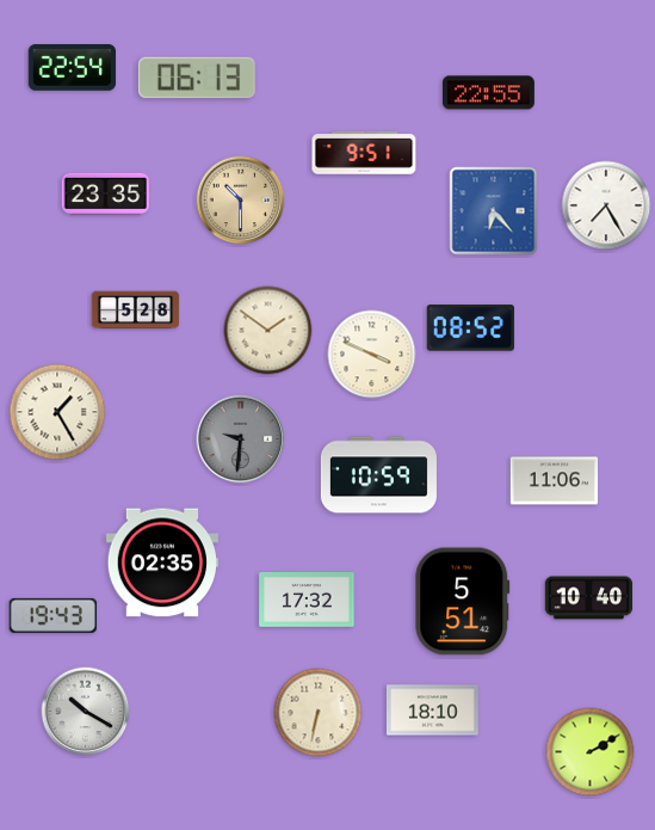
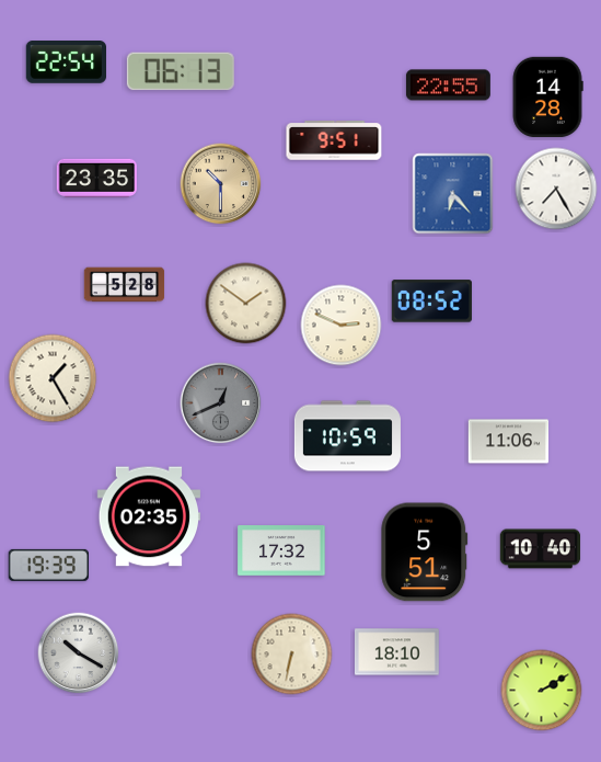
clock at (547, 98): none -> 14:28
clock at (372, 355): 3:49 -> 2:49
clock at (241, 439): 9:31 -> 12:41
clock at (52, 615): 19:43 -> 19:39
